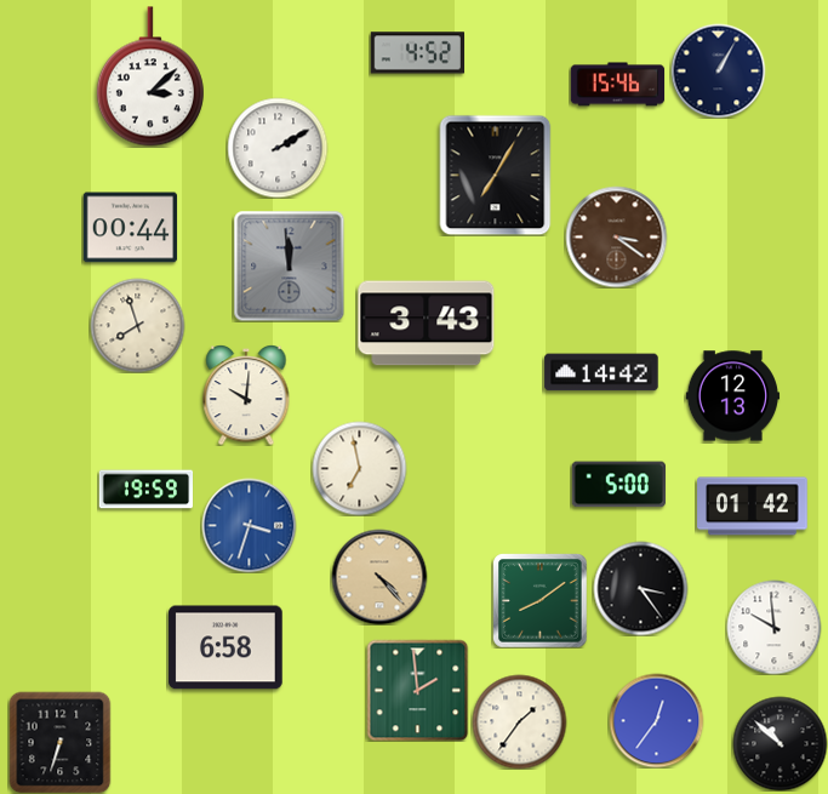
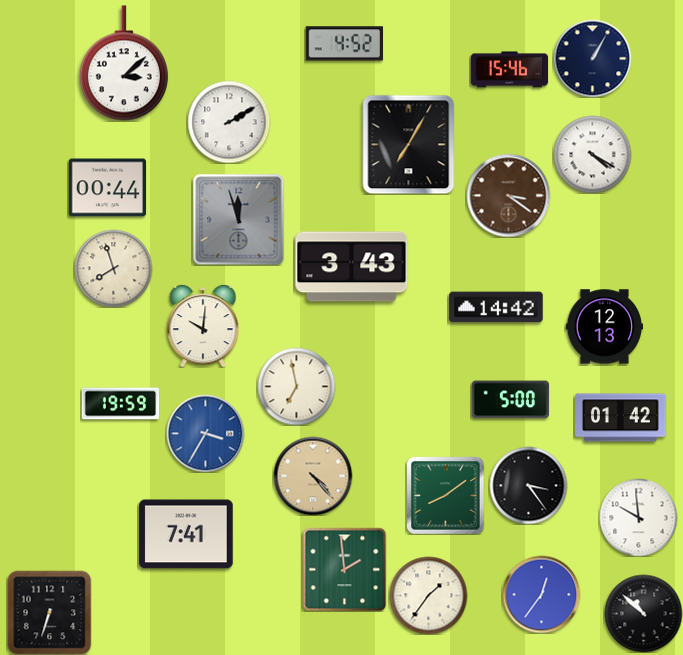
clock at (592, 154): none -> 4:20
clock at (289, 265): 11:59 -> 11:57
clock at (249, 525): 3:33 -> 3:35
clock at (225, 647): 6:58 -> 7:41
